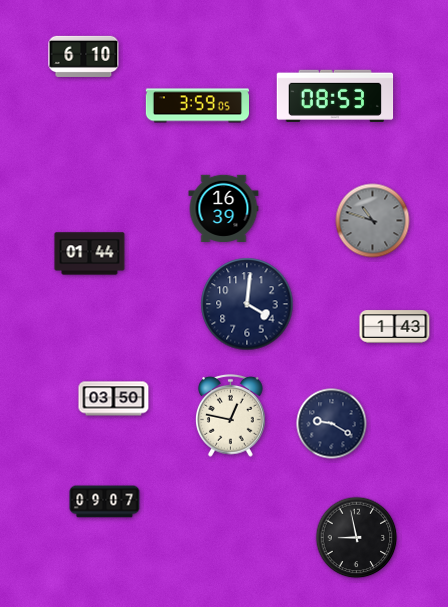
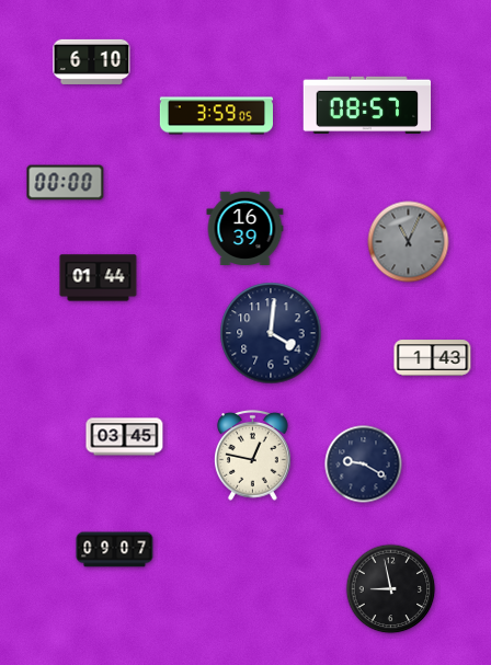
clock at (335, 96): 08:53 -> 08:57
clock at (66, 183): none -> 00:00
clock at (373, 221): 10:48 -> 11:04
clock at (114, 399): 03:50 -> 03:45
